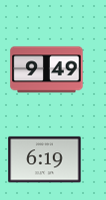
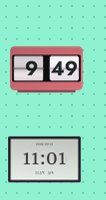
clock at (45, 160): 6:19 -> 11:01
